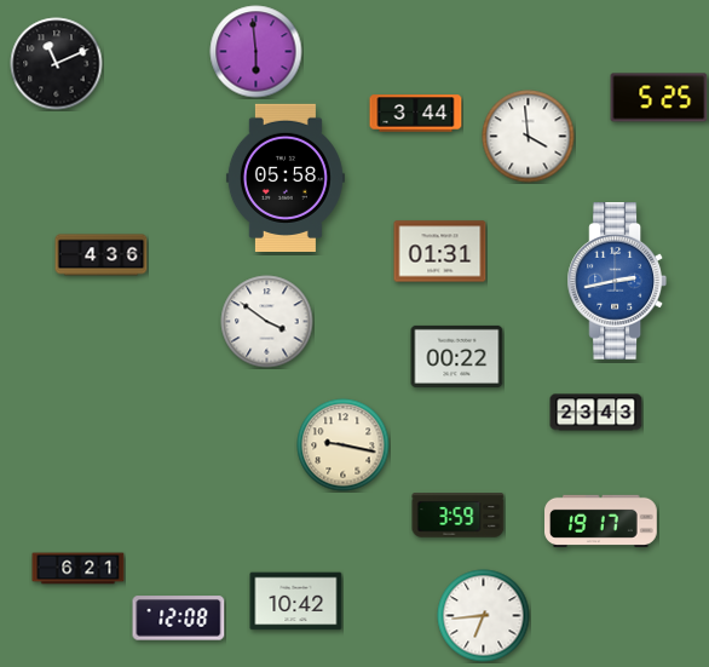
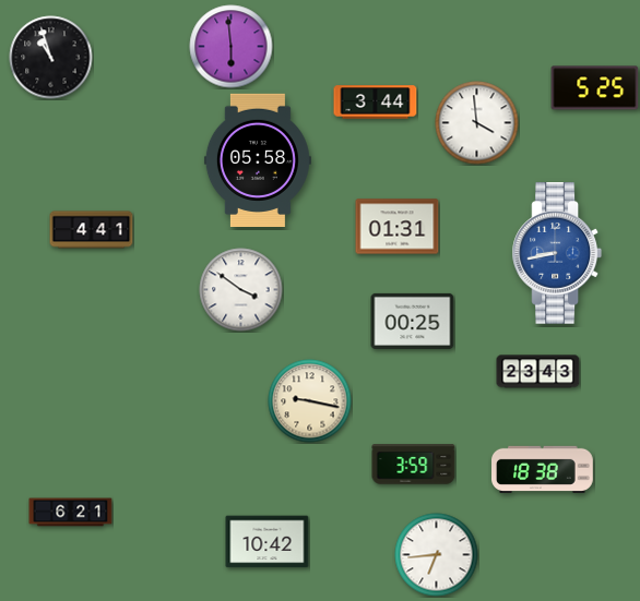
clock at (57, 64): 11:11 -> 10:57
clock at (102, 255): 4:36 -> 4:41
clock at (617, 282): 2:43 -> 8:43
clock at (457, 356): 00:22 -> 00:25
clock at (601, 521): 19:17 -> 18:38
clock at (179, 619): 12:08 -> none
